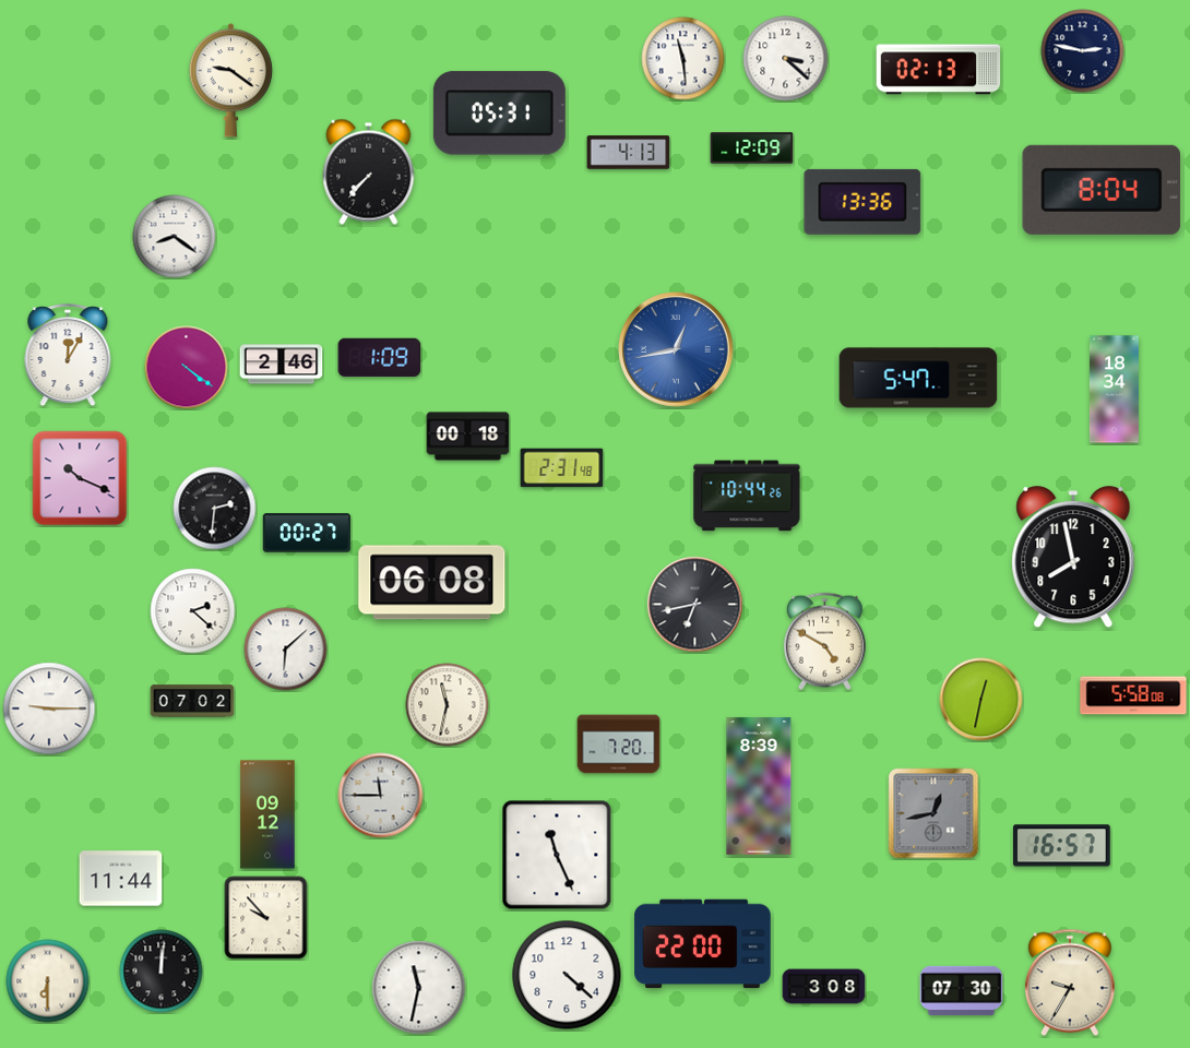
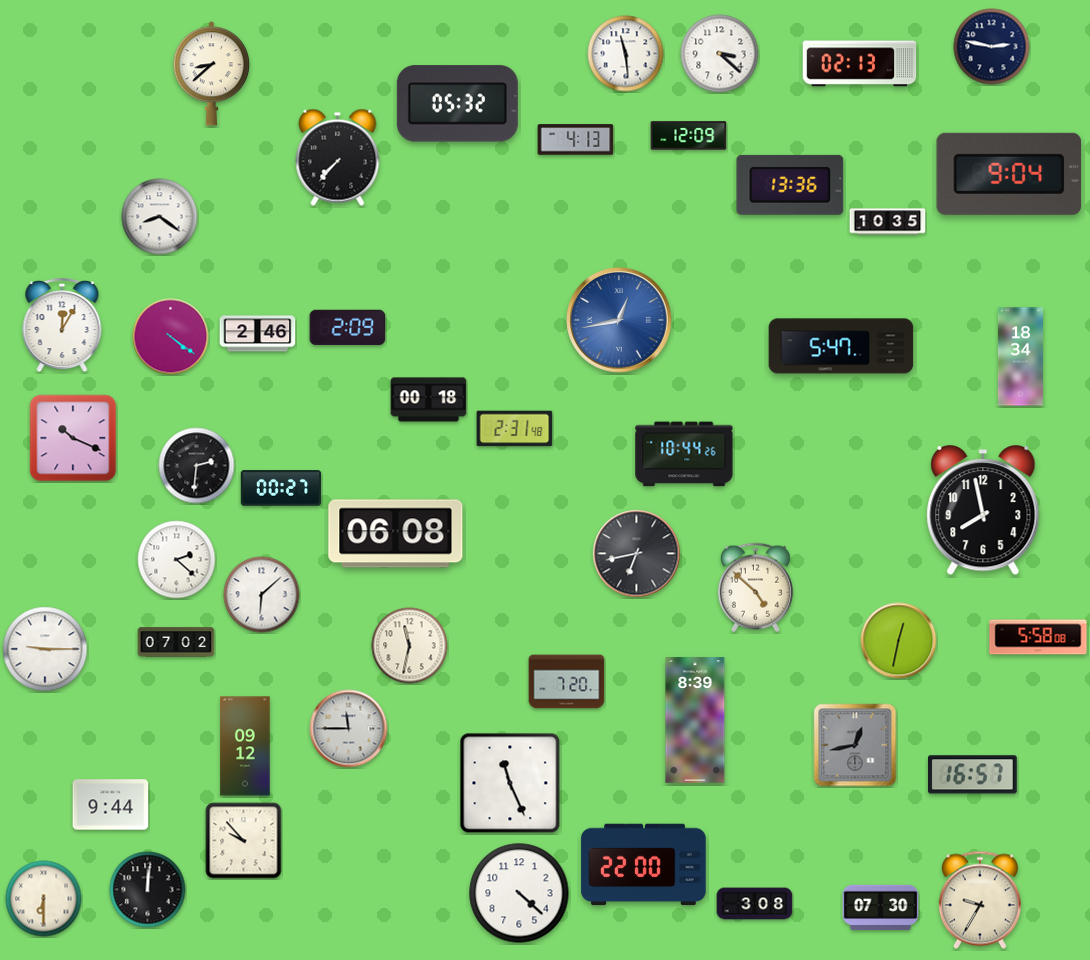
clock at (230, 81): 9:21 -> 8:38
clock at (499, 114): 05:31 -> 05:32
clock at (1102, 190): 8:04 -> 9:04
clock at (888, 222): none -> 10:35
clock at (380, 358): 1:09 -> 2:09
clock at (824, 642): 4:50 -> 4:52
clock at (121, 879): 11:44 -> 9:44
clock at (419, 988): 11:32 -> none
